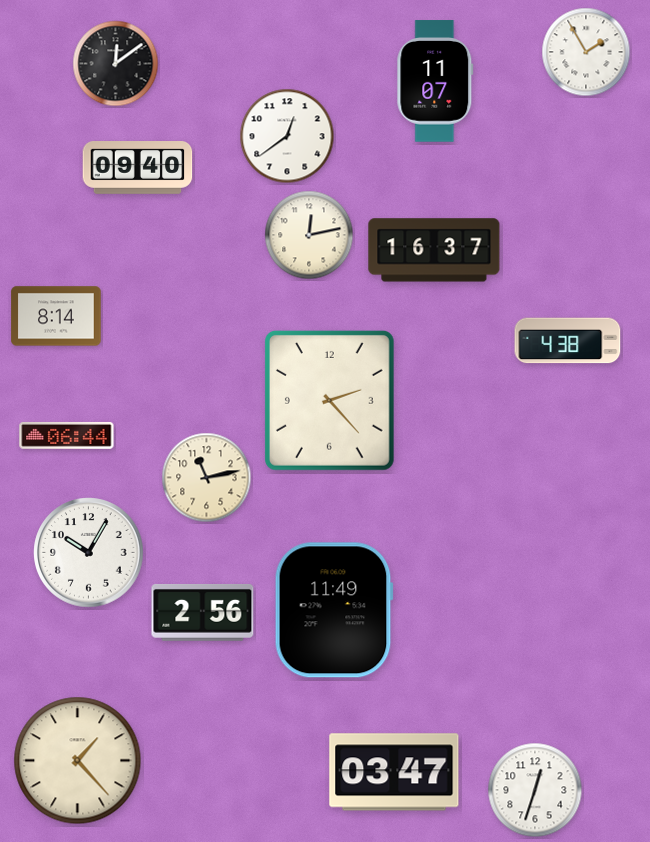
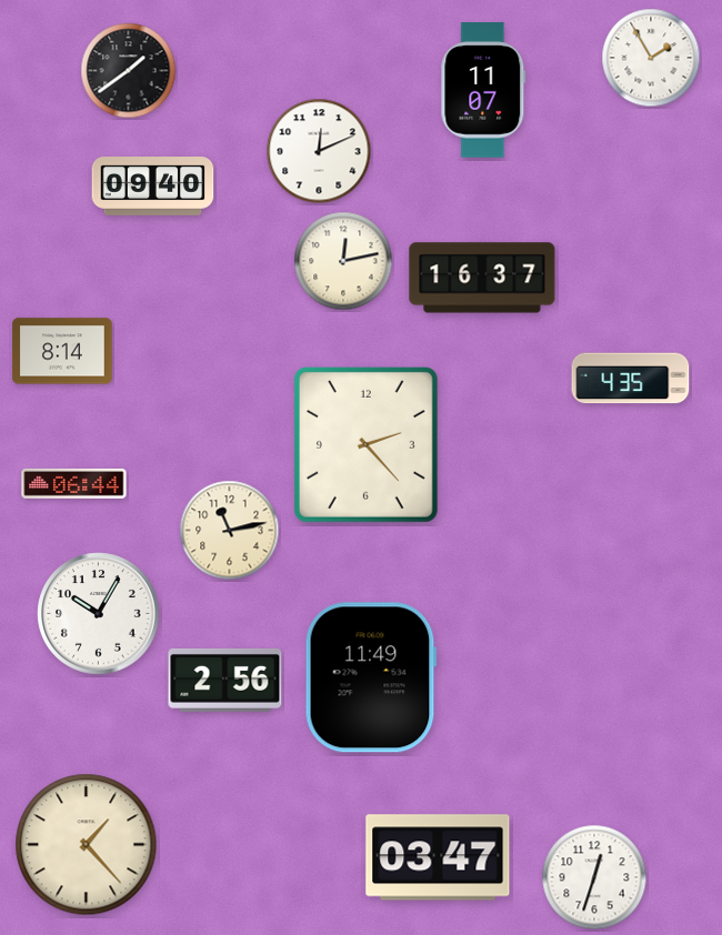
clock at (116, 64): 12:09 -> 1:39
clock at (287, 136): 12:39 -> 12:11
clock at (568, 341): 4:38 -> 4:35
